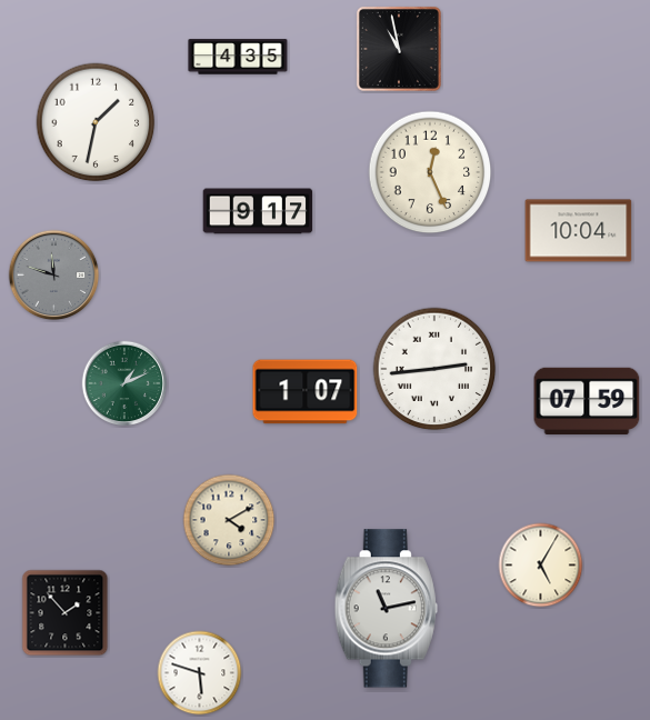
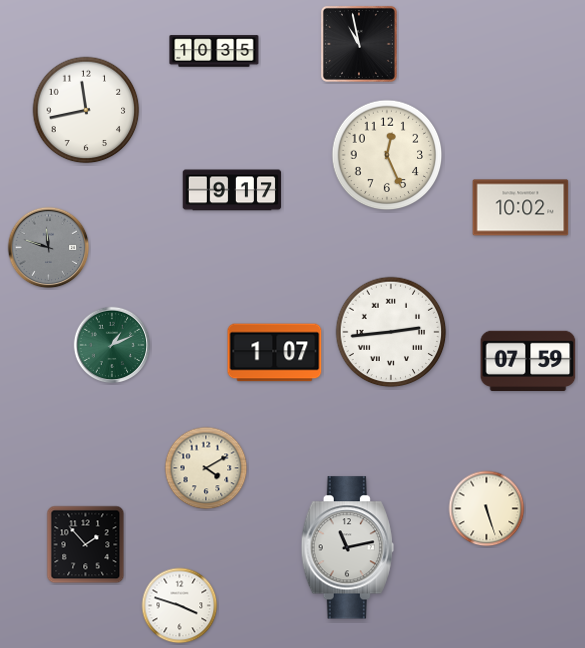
clock at (238, 57): 4:35 -> 10:35
clock at (96, 122): 1:32 -> 11:43
clock at (579, 231): 10:04 -> 10:02
clock at (541, 566): 5:05 -> 5:27
clock at (66, 613) position: (66, 613) -> (86, 545)
clock at (200, 673): 5:48 -> 3:48
